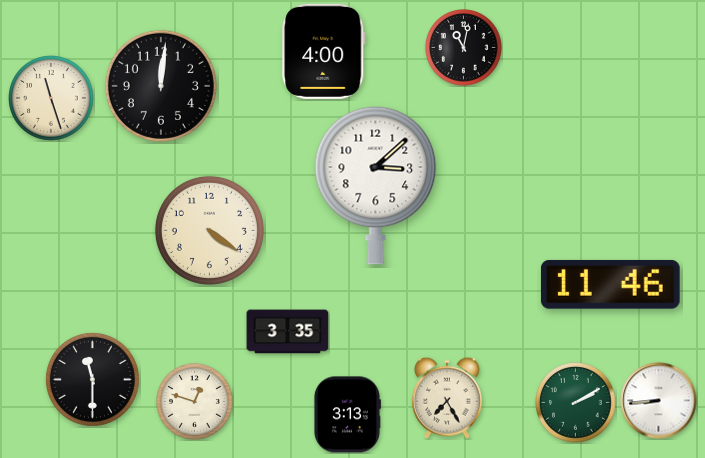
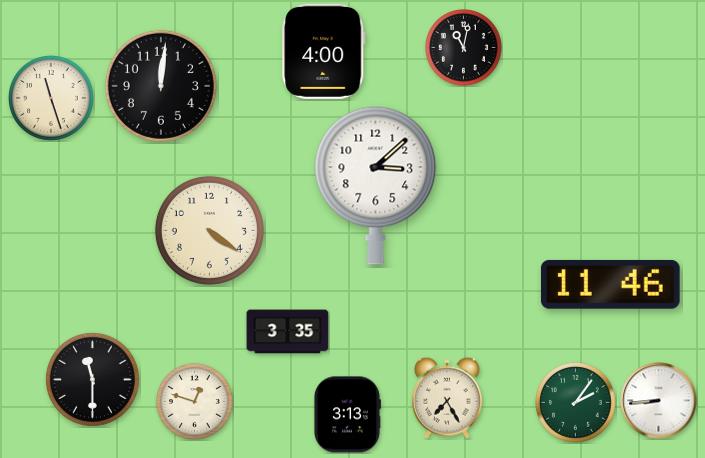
clock at (576, 403): 2:10 -> 2:06
